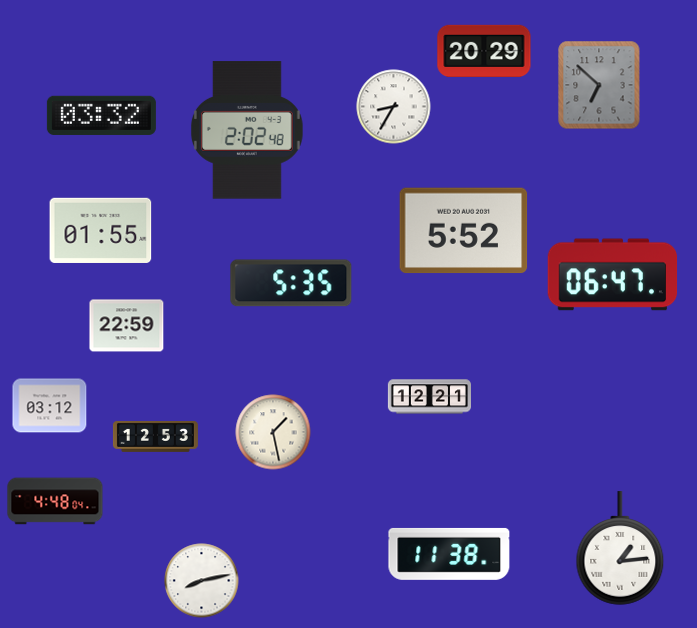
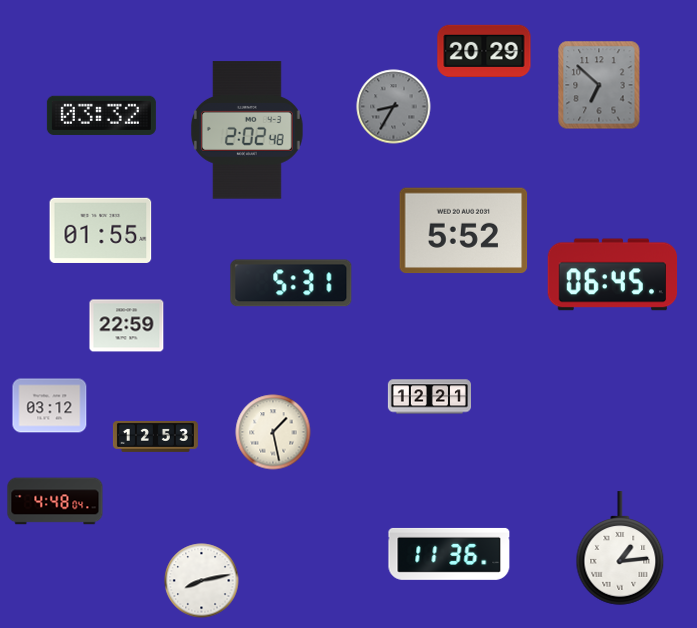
clock at (394, 107) dial: white -> grey
clock at (613, 275): 06:47 -> 06:45
clock at (291, 283): 5:35 -> 5:31
clock at (449, 554): 11:38 -> 11:36
